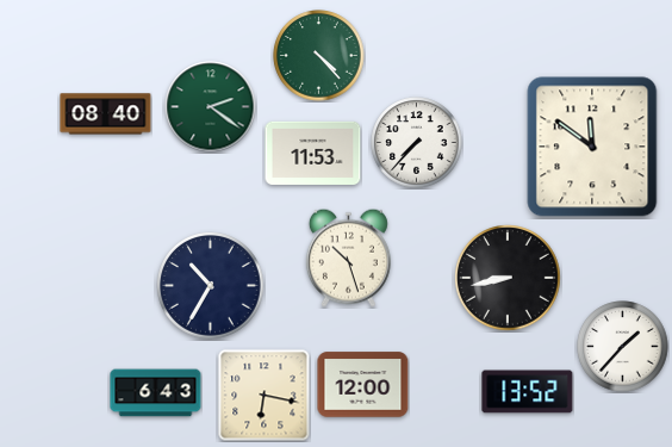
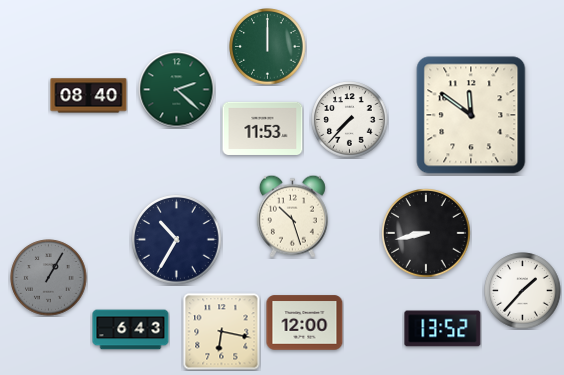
clock at (319, 56): 4:23 -> 12:00
clock at (211, 107): 2:21 -> 2:22
clock at (592, 147) position: (592, 147) -> (471, 115)
clock at (49, 278): none -> 1:05
